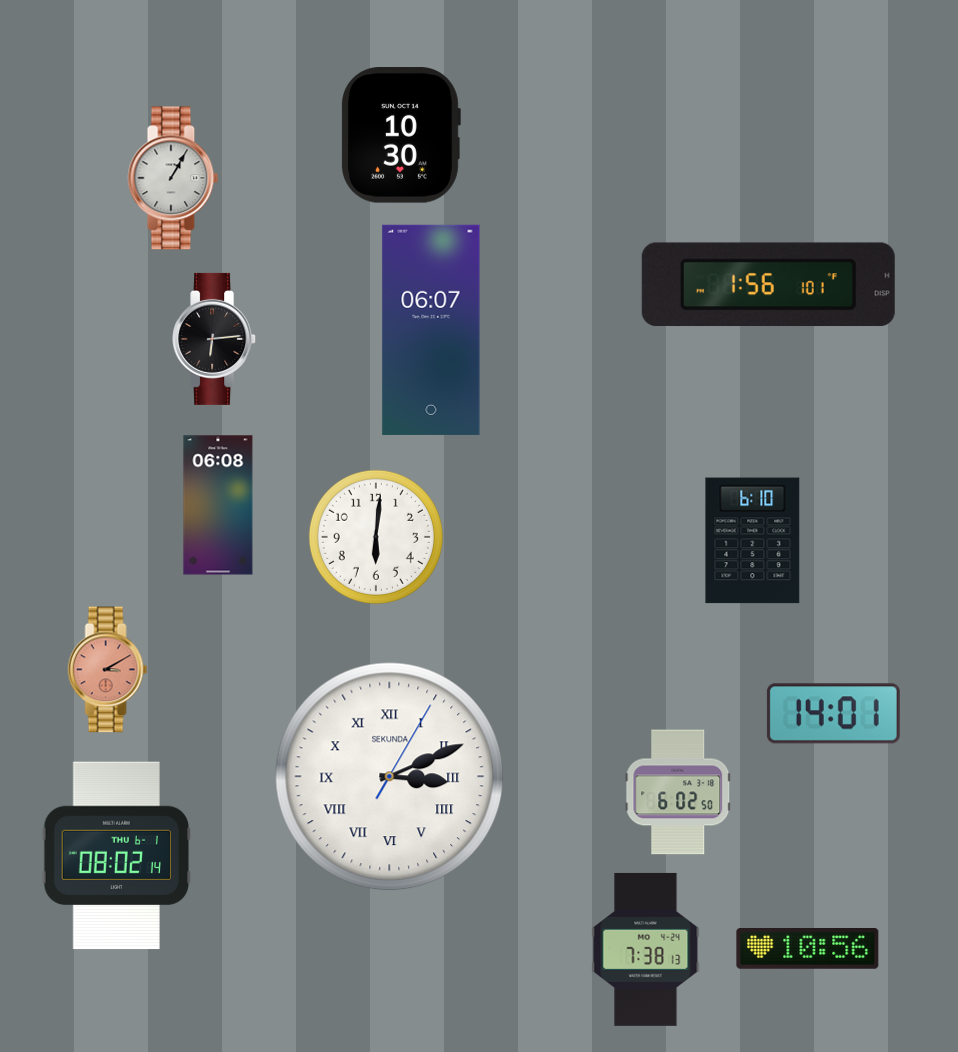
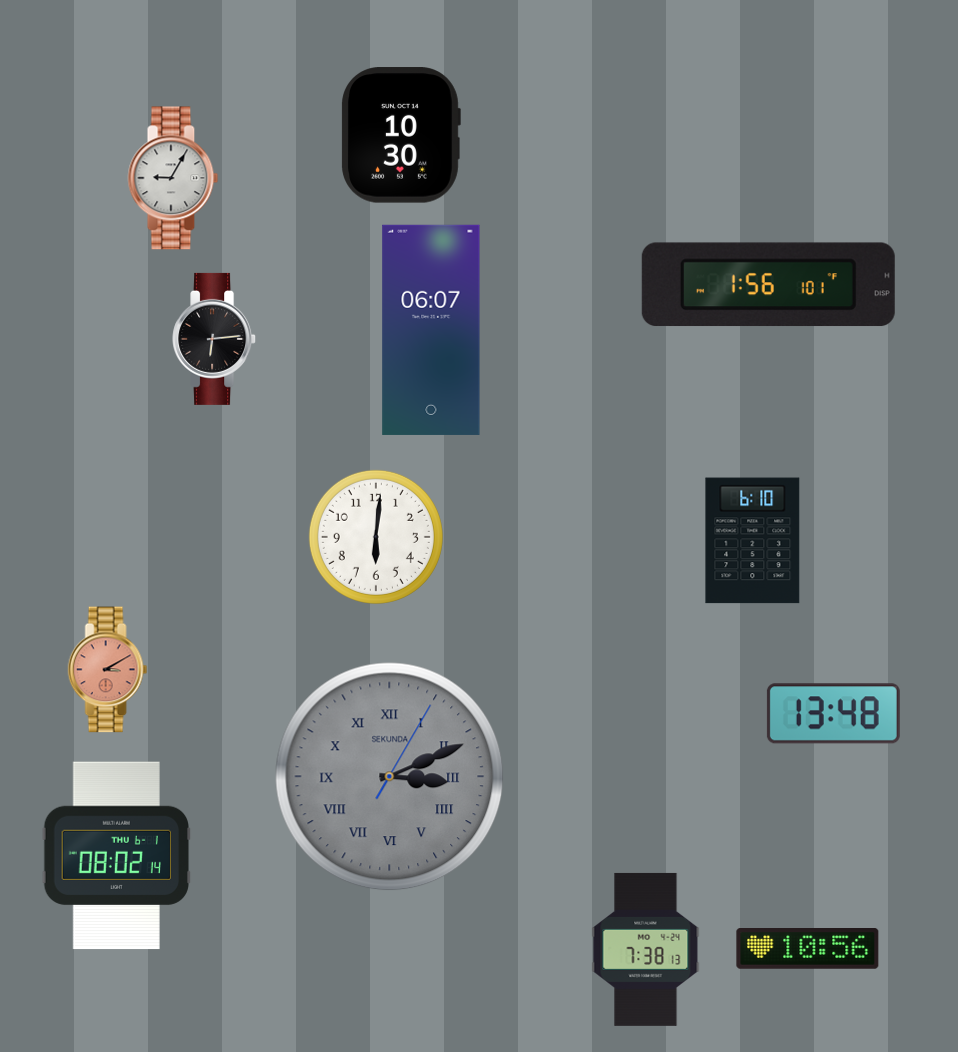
clock at (173, 178): 1:05 -> 9:05
clock at (218, 505): 06:08 -> none
clock at (833, 714): 14:01 -> 13:48
clock at (390, 777) dial: white -> grey
clock at (678, 792): 6:02 -> none
